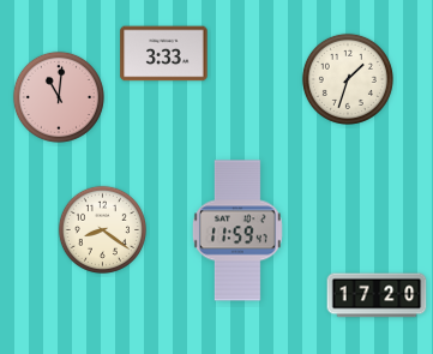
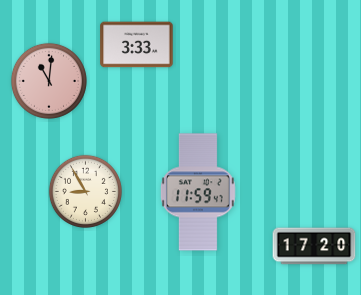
clock at (348, 79): 1:33 -> none
clock at (102, 229): 8:21 -> 8:55
